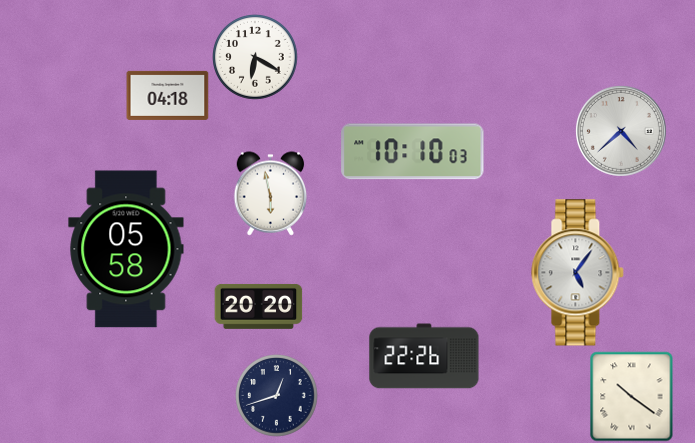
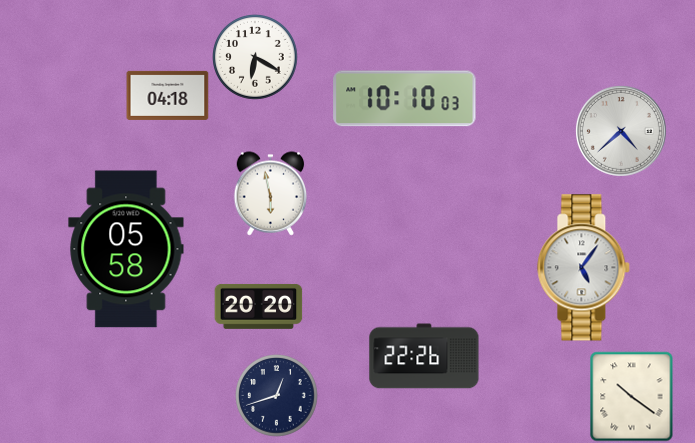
clock at (413, 152) position: (413, 152) -> (405, 99)
clock at (578, 273) position: (578, 273) -> (584, 268)
